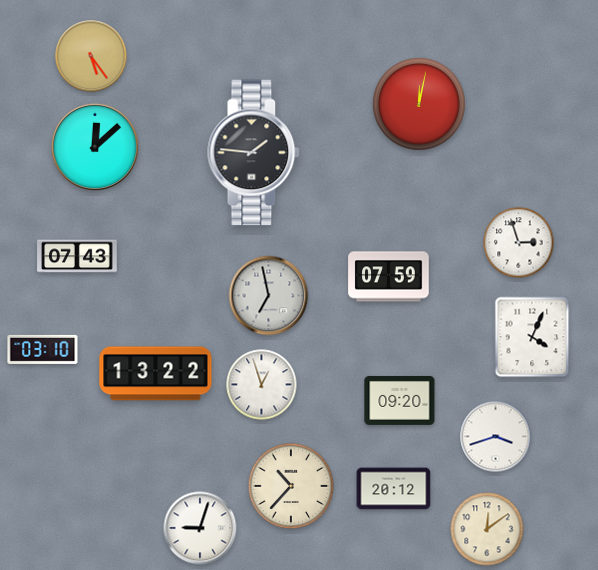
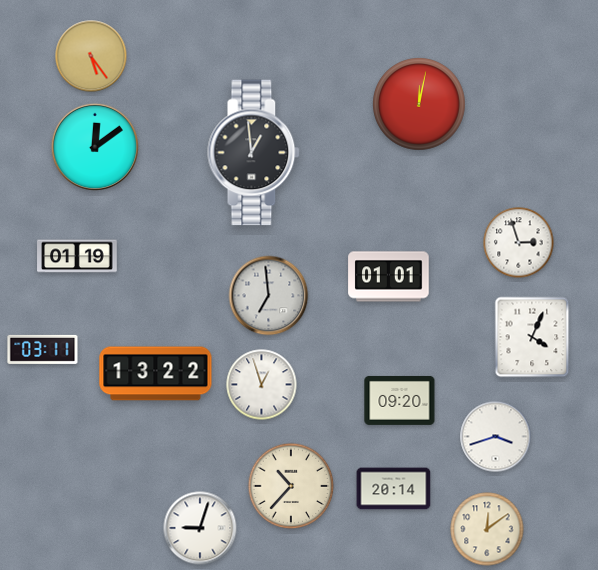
clock at (95, 147): 12:08 -> 12:09
clock at (254, 153): 1:46 -> 12:59
clock at (77, 256): 07:43 -> 01:19
clock at (389, 277): 07:59 -> 01:01
clock at (269, 296): 6:58 -> 6:59
clock at (43, 349): 03:10 -> 03:11
clock at (394, 489): 20:12 -> 20:14
